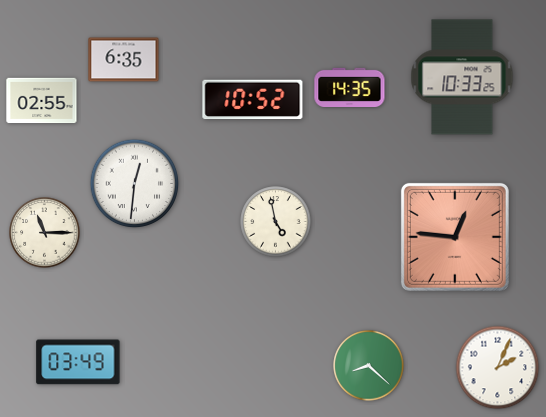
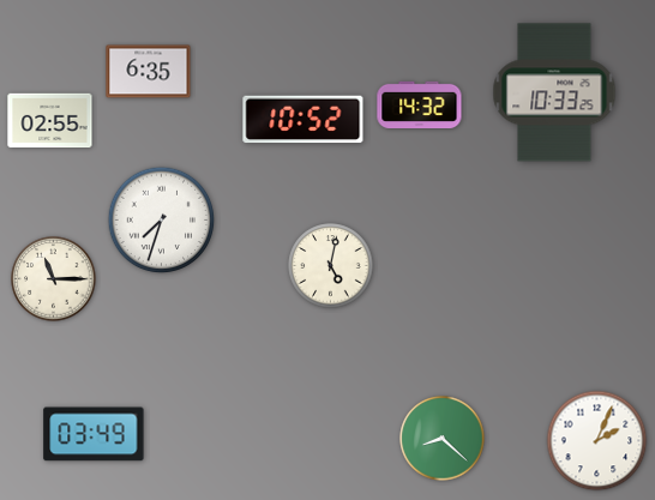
clock at (350, 87): 14:35 -> 14:32
clock at (135, 184): 12:31 -> 7:33
clock at (276, 222): 4:58 -> 5:02
clock at (455, 237): 12:46 -> none
